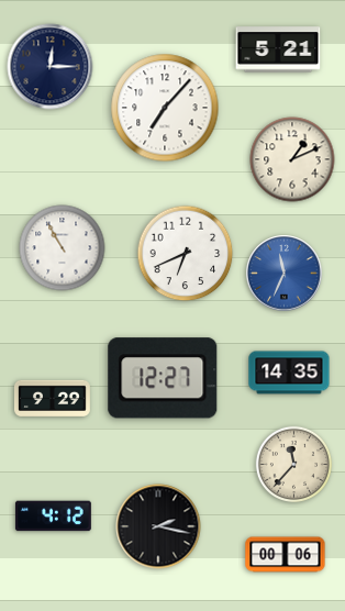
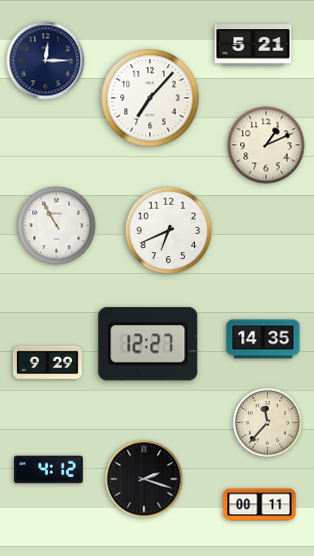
clock at (285, 274): 11:34 -> none
clock at (158, 526): 2:17 -> 2:18
clock at (286, 555): 00:06 -> 00:11
